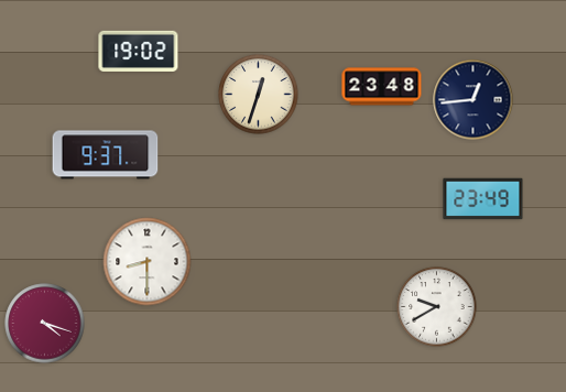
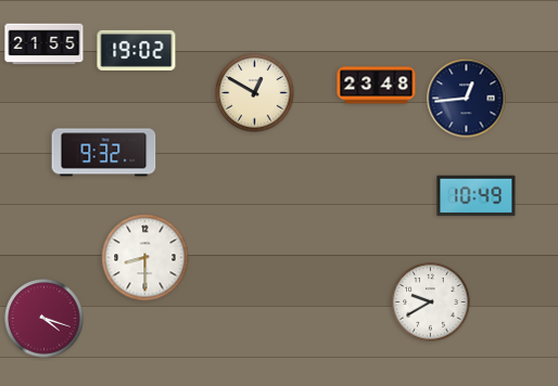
clock at (45, 44): none -> 21:55
clock at (259, 95): 12:33 -> 12:50
clock at (106, 155): 9:37 -> 9:32
clock at (483, 199): 23:49 -> 10:49
